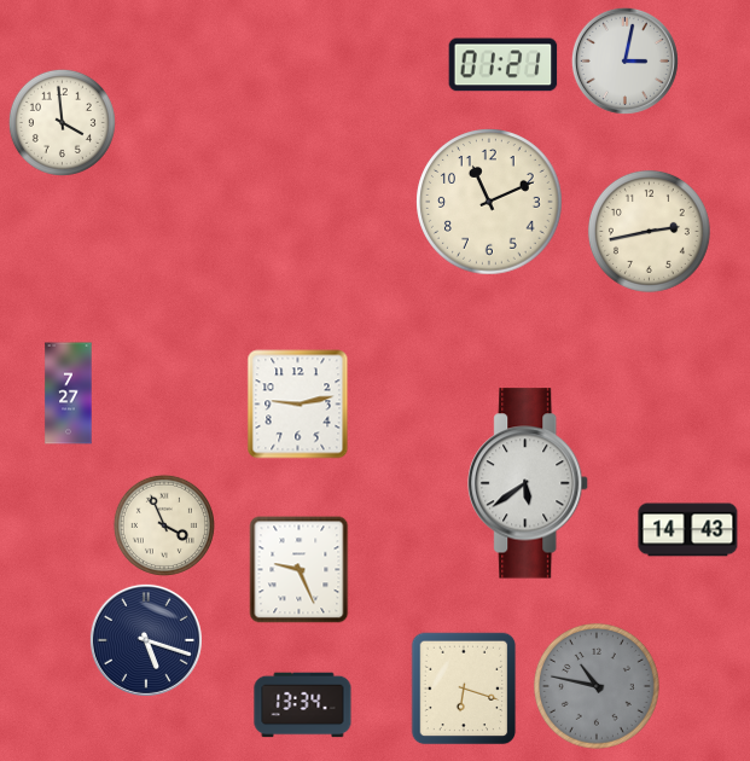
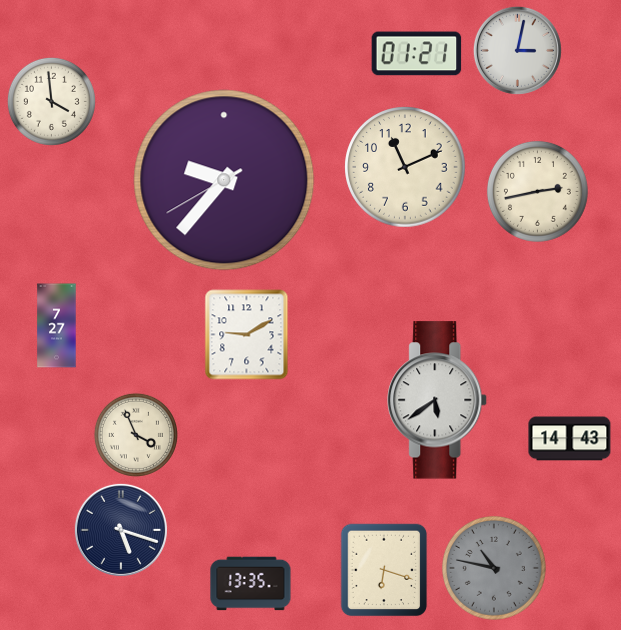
clock at (224, 180): none -> 9:36
clock at (298, 405): 9:13 -> 9:10
clock at (300, 570): 9:26 -> none
clock at (303, 705): 13:34 -> 13:35
